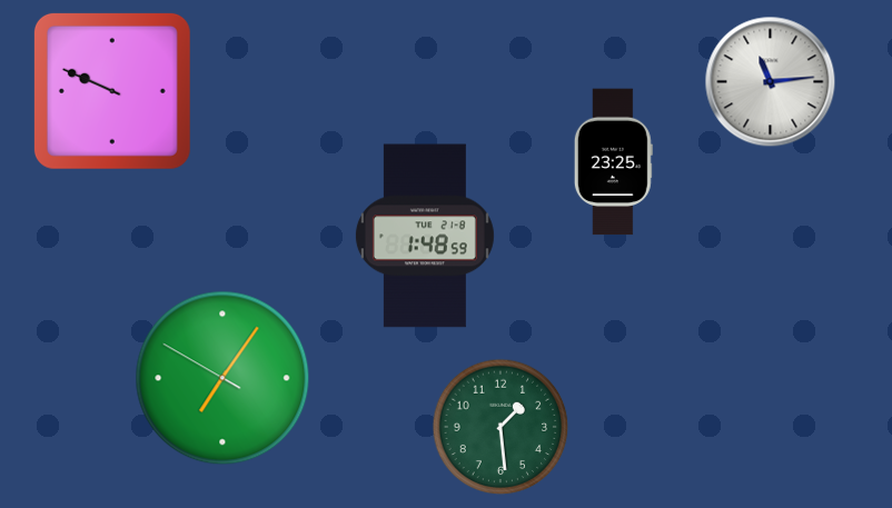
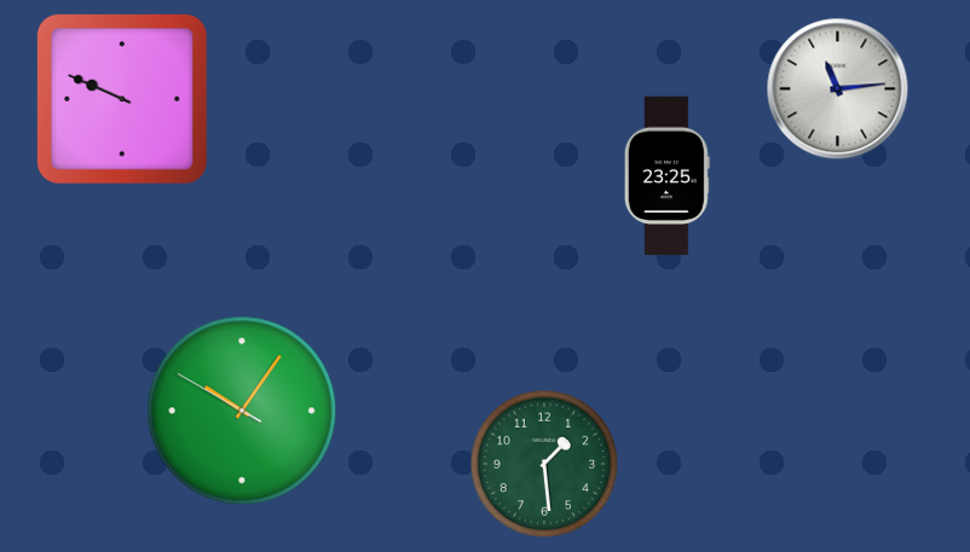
clock at (425, 236): 1:48 -> none
clock at (222, 378): 7:05 -> 10:05
